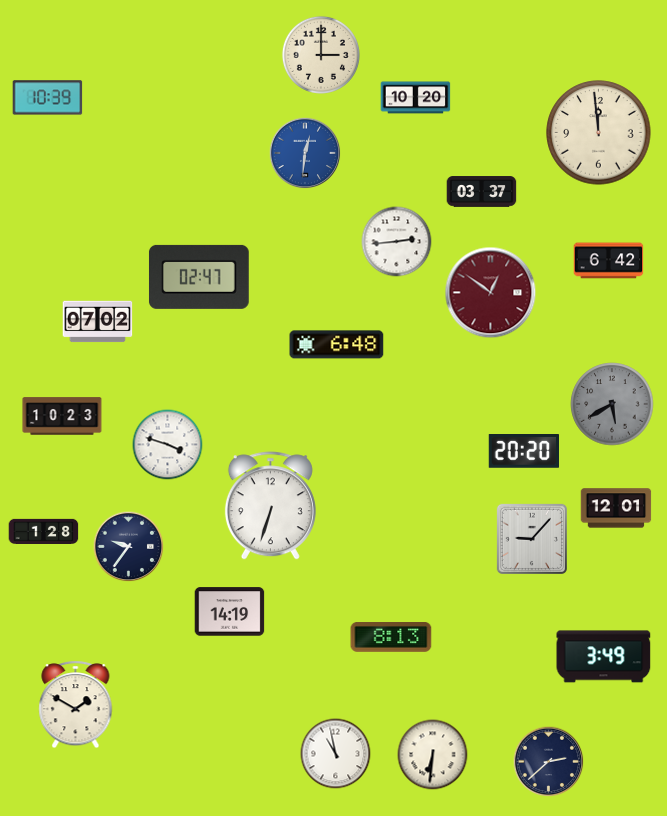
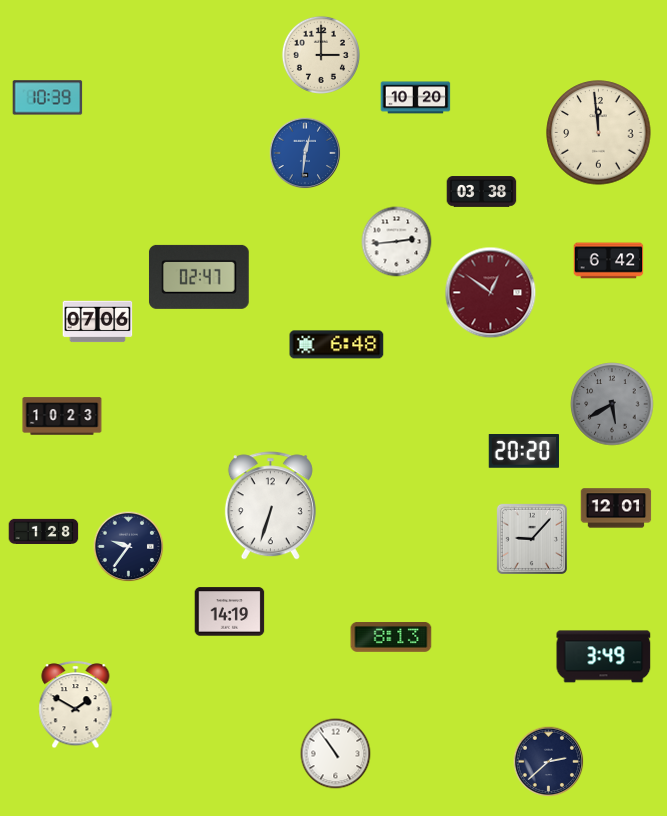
clock at (482, 192): 03:37 -> 03:38
clock at (98, 322): 07:02 -> 07:06
clock at (168, 445): 3:48 -> none
clock at (336, 754): 10:58 -> 10:54
clock at (433, 755): 6:31 -> none
